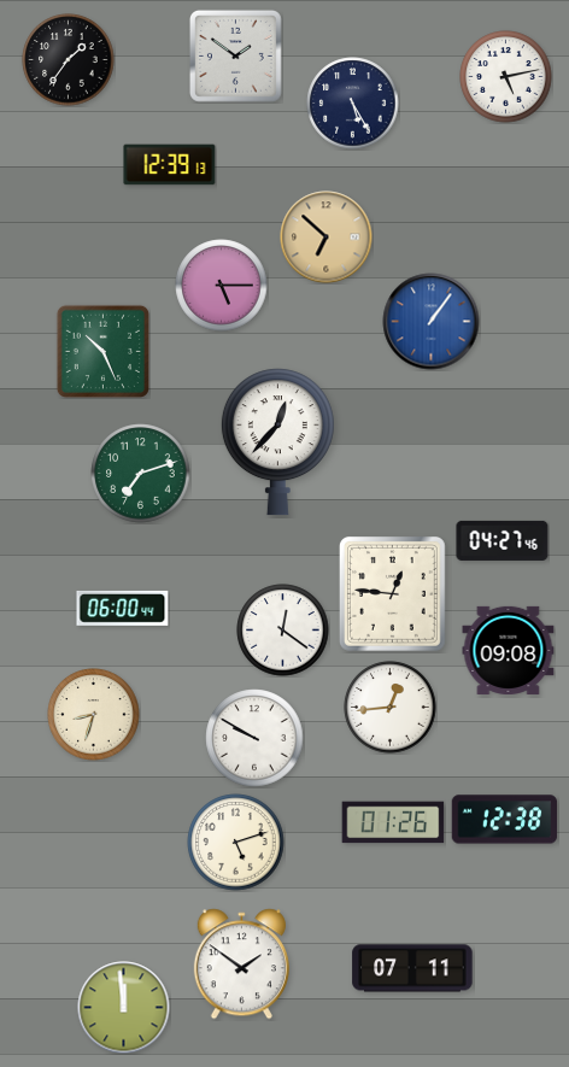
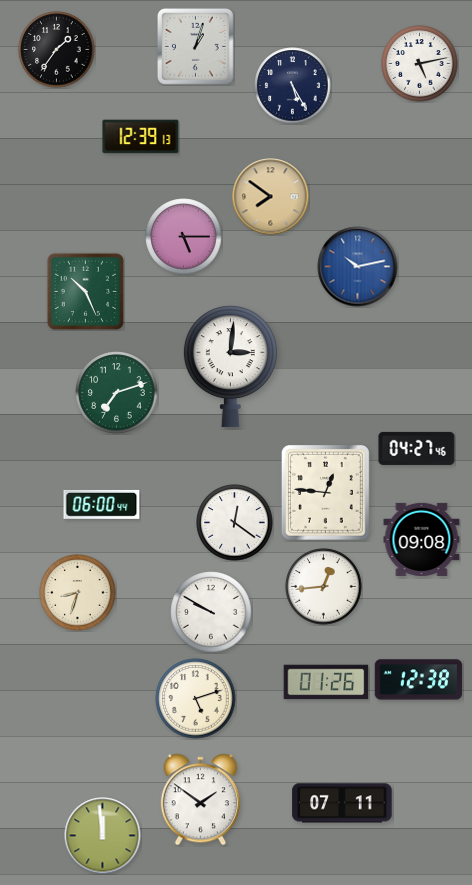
clock at (235, 55): 1:51 -> 1:03
clock at (327, 238): 6:52 -> 7:51
clock at (432, 322): 1:06 -> 10:13
clock at (277, 442): 12:37 -> 3:01
